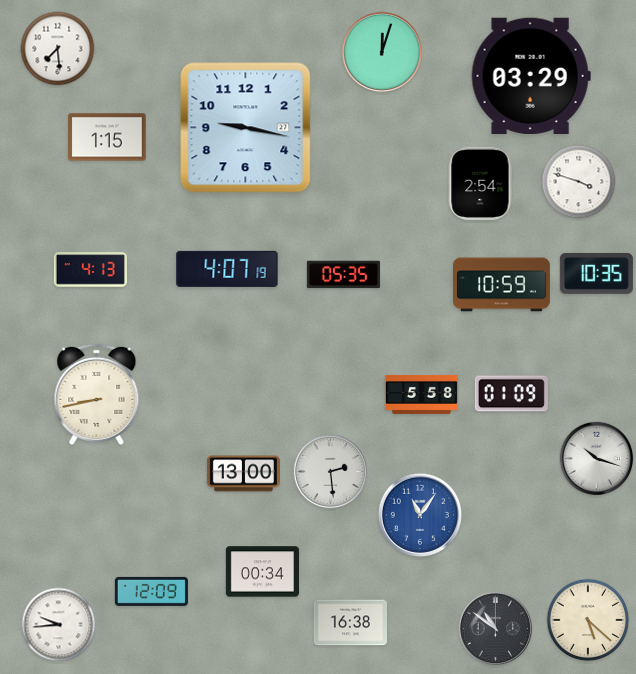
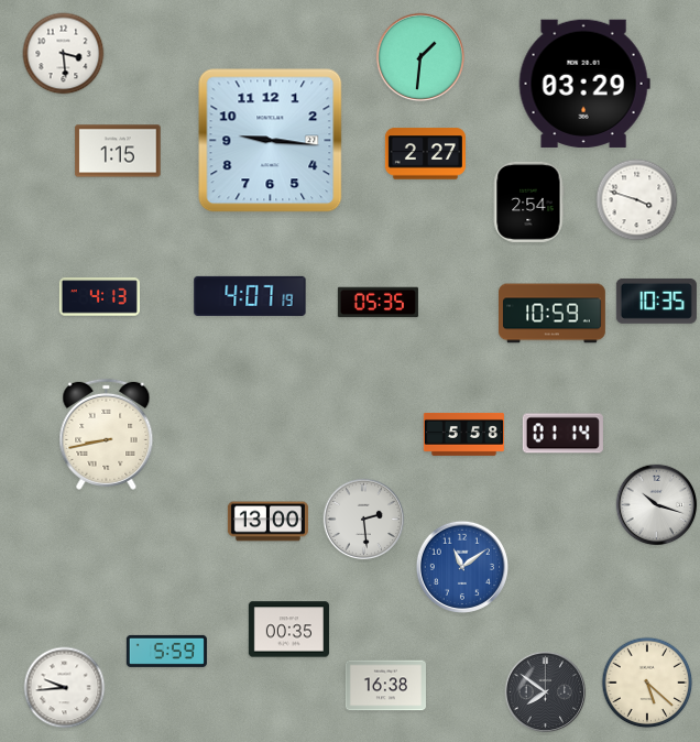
clock at (58, 49): 7:29 -> 3:29
clock at (381, 51): 12:03 -> 1:31
clock at (246, 128): 9:17 -> 9:16
clock at (425, 154): none -> 2:27
clock at (511, 394): 01:09 -> 01:14
clock at (419, 514): 11:06 -> 11:09
clock at (262, 572): 00:34 -> 00:35
clock at (151, 591): 12:09 -> 5:59
clock at (496, 629): 10:51 -> 7:51
